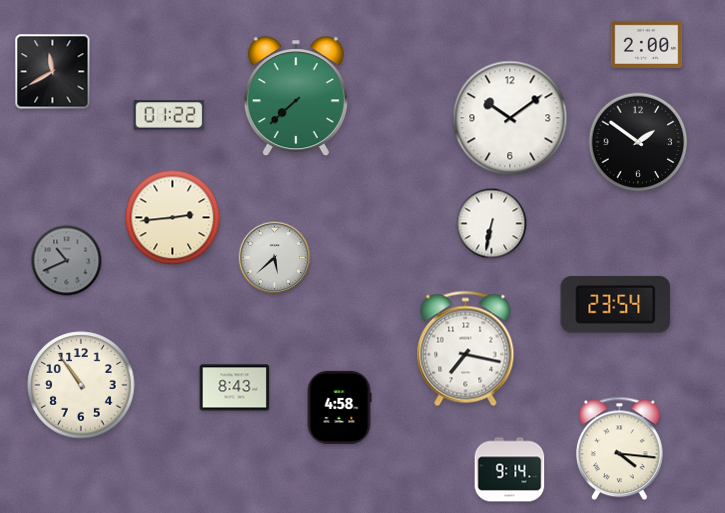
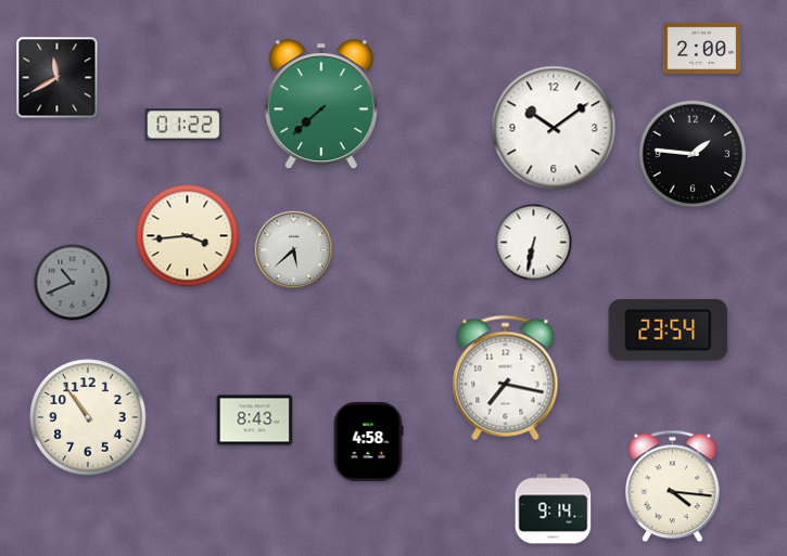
clock at (638, 142): 1:51 -> 1:46
clock at (173, 218): 2:44 -> 3:44
clock at (275, 258) position: (275, 258) -> (294, 250)
